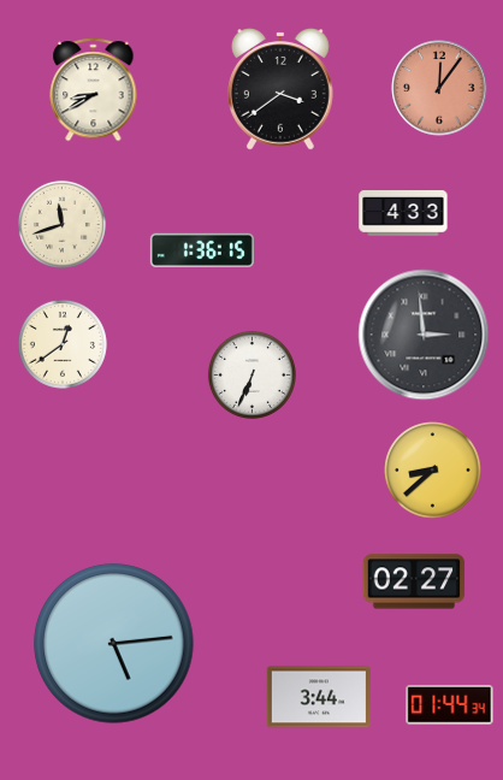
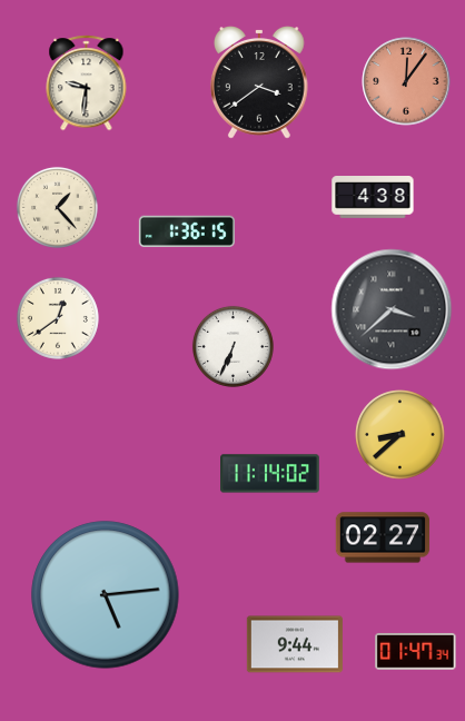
clock at (94, 90): 8:40 -> 9:31
clock at (403, 214): 4:33 -> 4:38
clock at (61, 224): 11:42 -> 1:23
clock at (424, 335): 2:59 -> 3:38
clock at (270, 474): none -> 11:14
clock at (319, 697): 3:44 -> 9:44
clock at (450, 704): 01:44 -> 01:47
